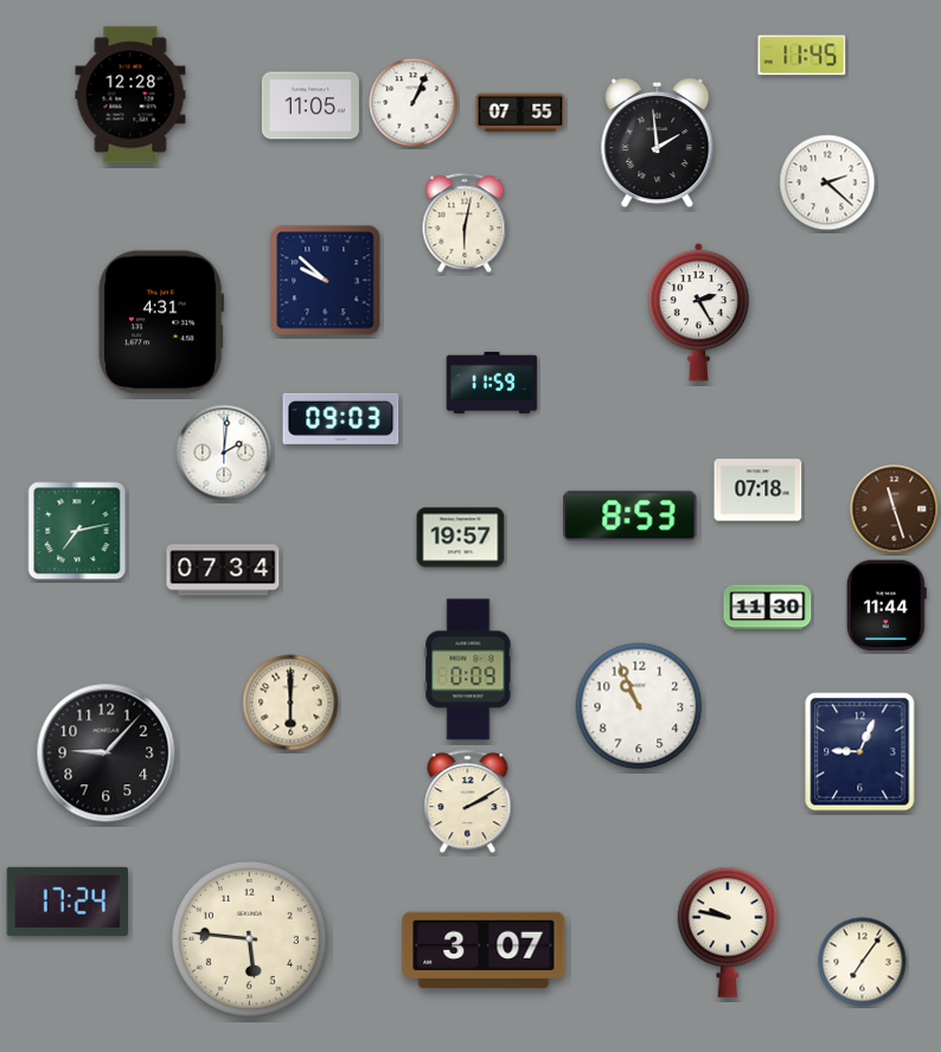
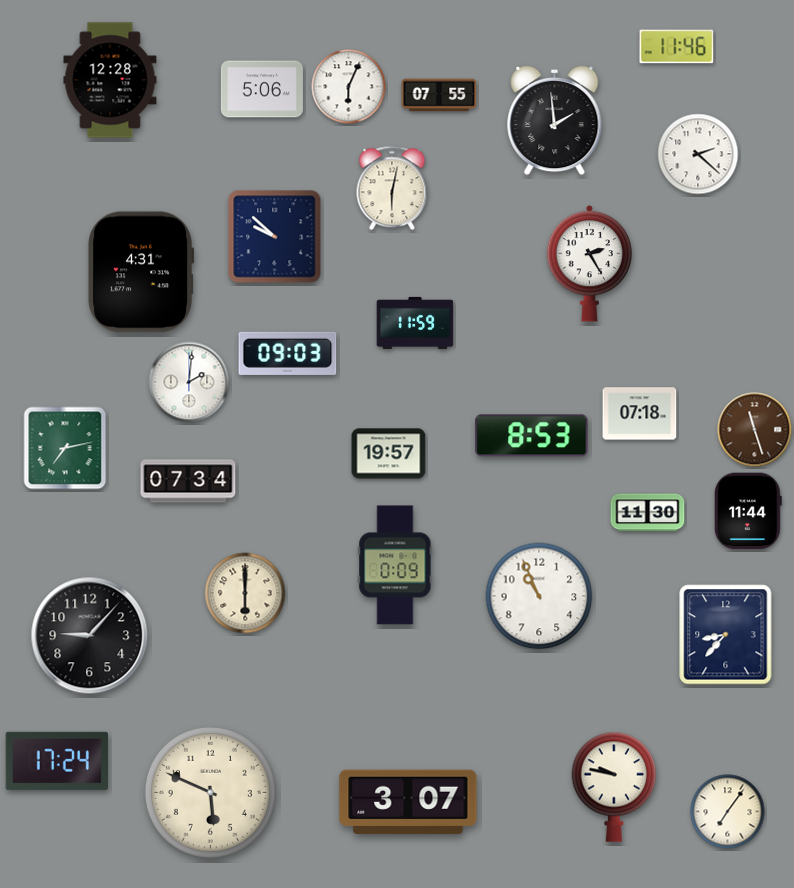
clock at (802, 56): 11:45 -> 11:46
clock at (414, 103): 1:04 -> 6:04
clock at (311, 105): 11:05 -> 5:06
clock at (161, 322) position: (161, 322) -> (141, 272)
clock at (860, 752): 9:04 -> 8:37
clock at (468, 802): 2:10 -> none
clock at (249, 938): 5:46 -> 5:49
